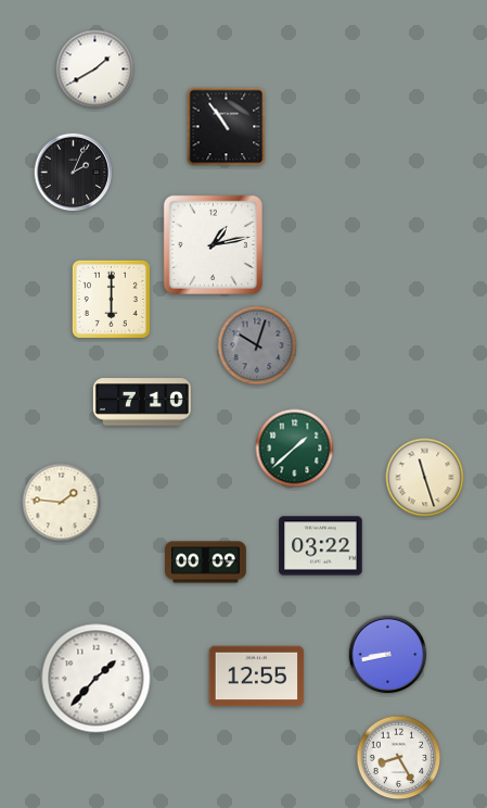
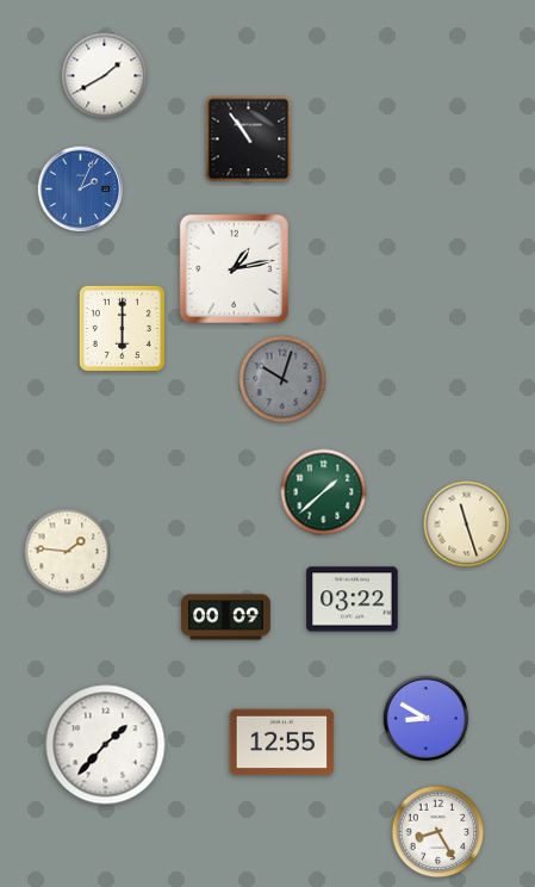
clock at (74, 173) dial: black -> blue
clock at (142, 402): 7:10 -> none
clock at (388, 655): 8:43 -> 8:50
